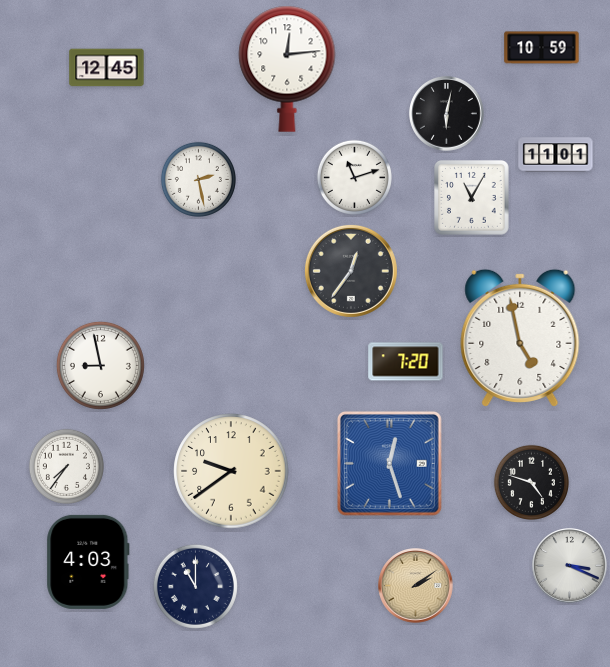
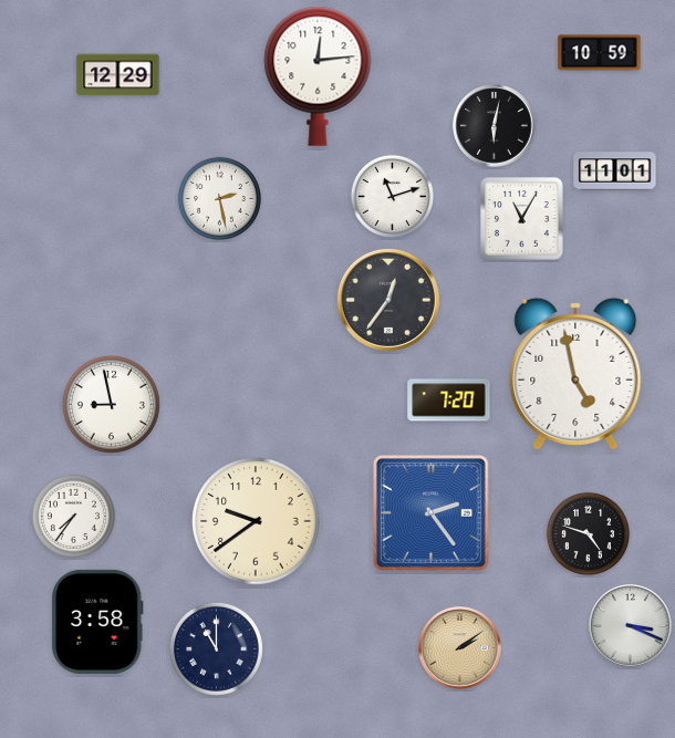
clock at (107, 68): 12:45 -> 12:29
clock at (389, 463): 12:27 -> 2:24
clock at (88, 562): 4:03 -> 3:58
